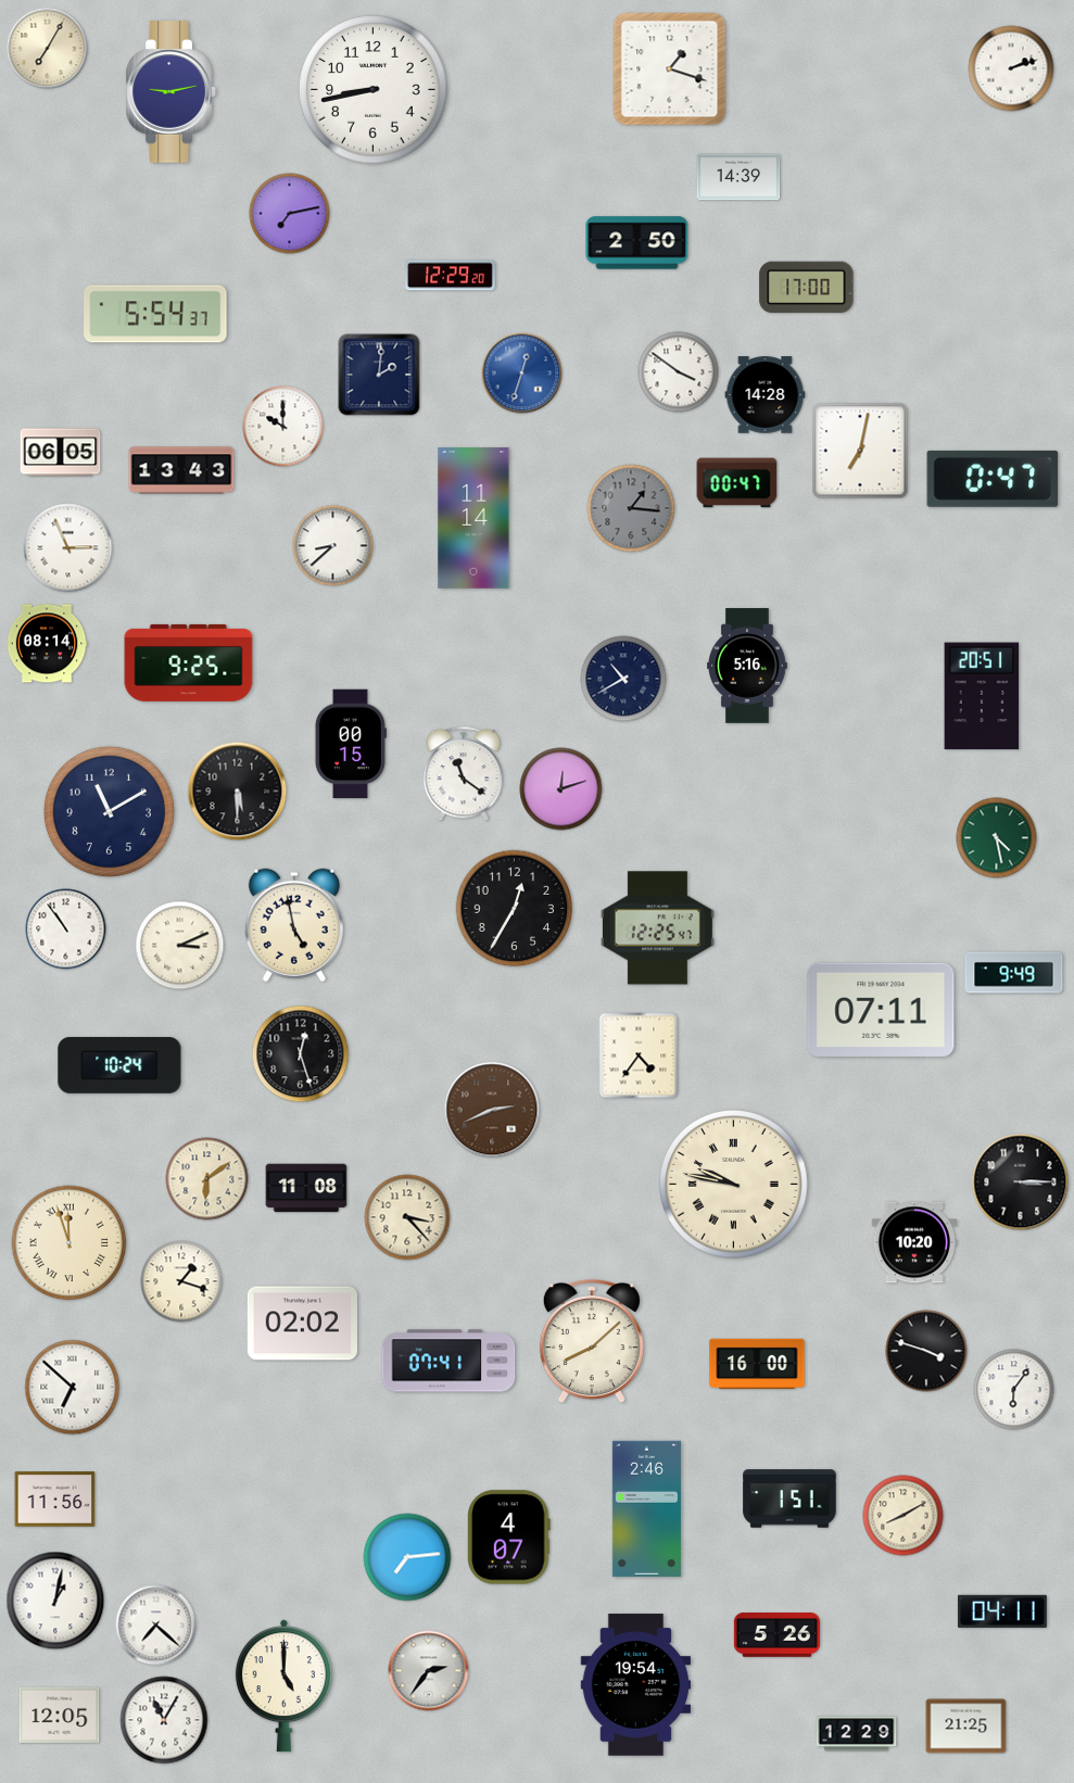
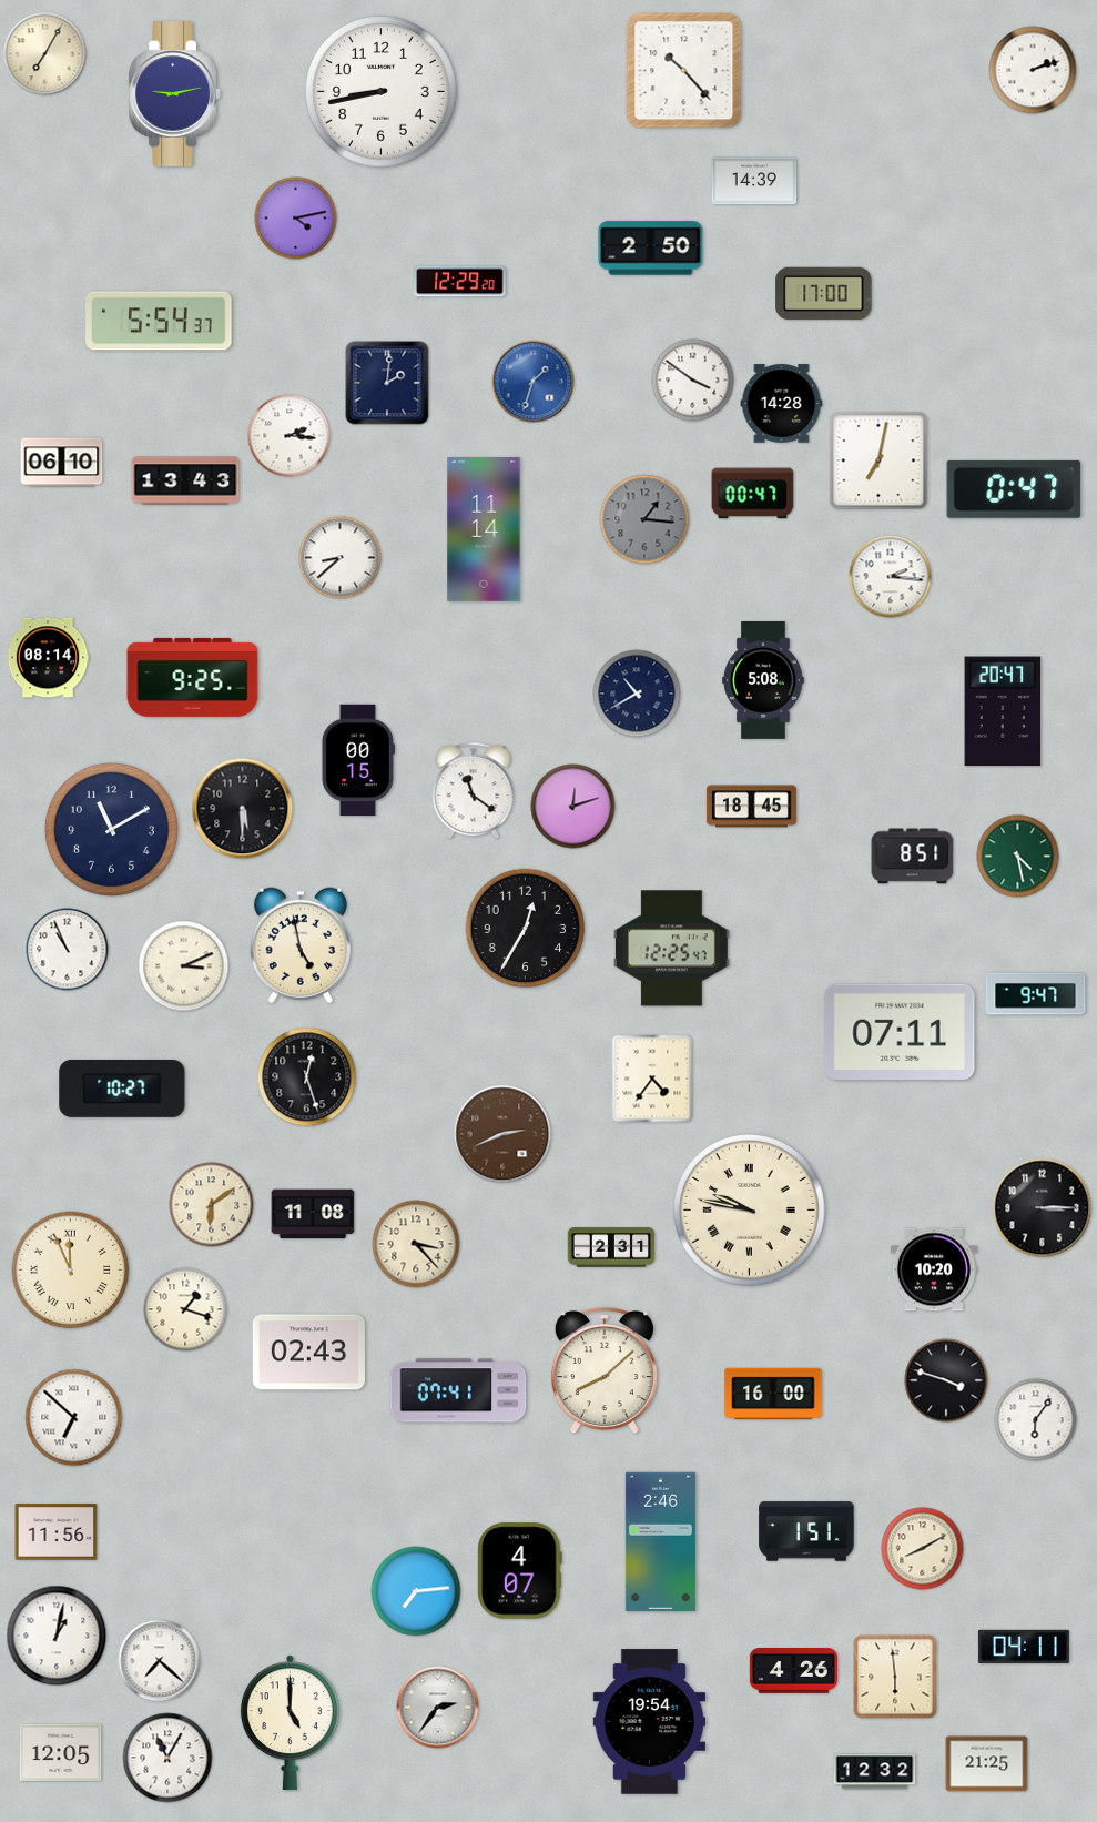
clock at (48, 49) position: (48, 49) -> (45, 54)
clock at (670, 69): 1:18 -> 10:23
clock at (290, 214): 7:13 -> 4:13
clock at (522, 374): 12:33 -> 1:33
clock at (283, 427): 10:00 -> 2:16
clock at (61, 453): 06:05 -> 06:10
clock at (68, 548): 2:56 -> none
clock at (891, 577): none -> 2:16
clock at (747, 667): 5:16 -> 5:08
clock at (982, 696): 20:51 -> 20:47
clock at (751, 807): none -> 18:45
clock at (913, 857): none -> 8:51
clock at (66, 930): 10:54 -> 10:56
clock at (1014, 973): 9:49 -> 9:47
clock at (119, 1065): 10:24 -> 10:27
clock at (611, 1247): none -> 2:31
clock at (70, 1243): 11:57 -> 11:56
clock at (302, 1324): 02:02 -> 02:43
clock at (776, 1635): 5:26 -> 4:26
clock at (895, 1677): none -> 5:59
clock at (857, 1734): 12:29 -> 12:32
